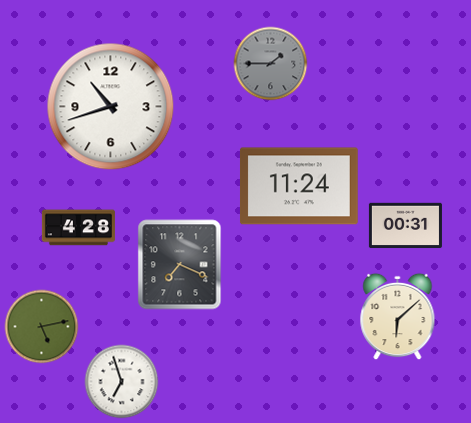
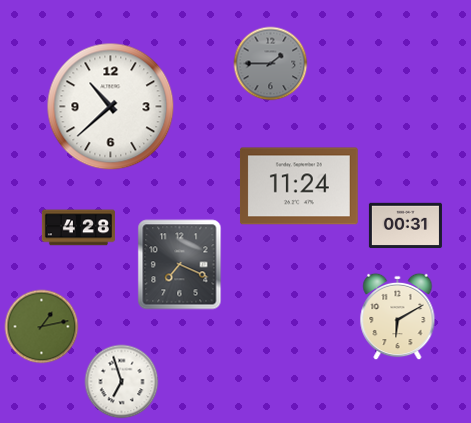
clock at (111, 107): 10:42 -> 10:38
clock at (398, 317): 6:08 -> 6:10
clock at (42, 327): 5:13 -> 1:13
